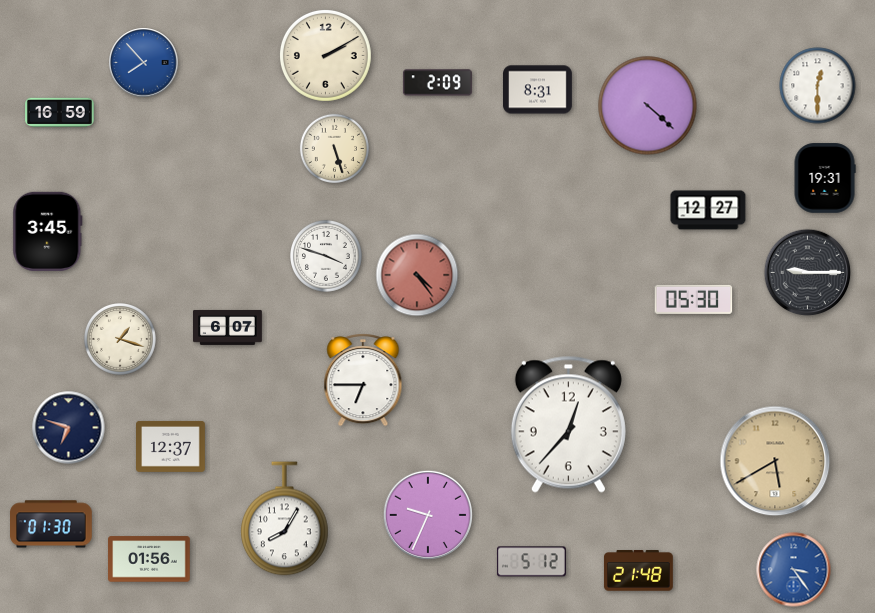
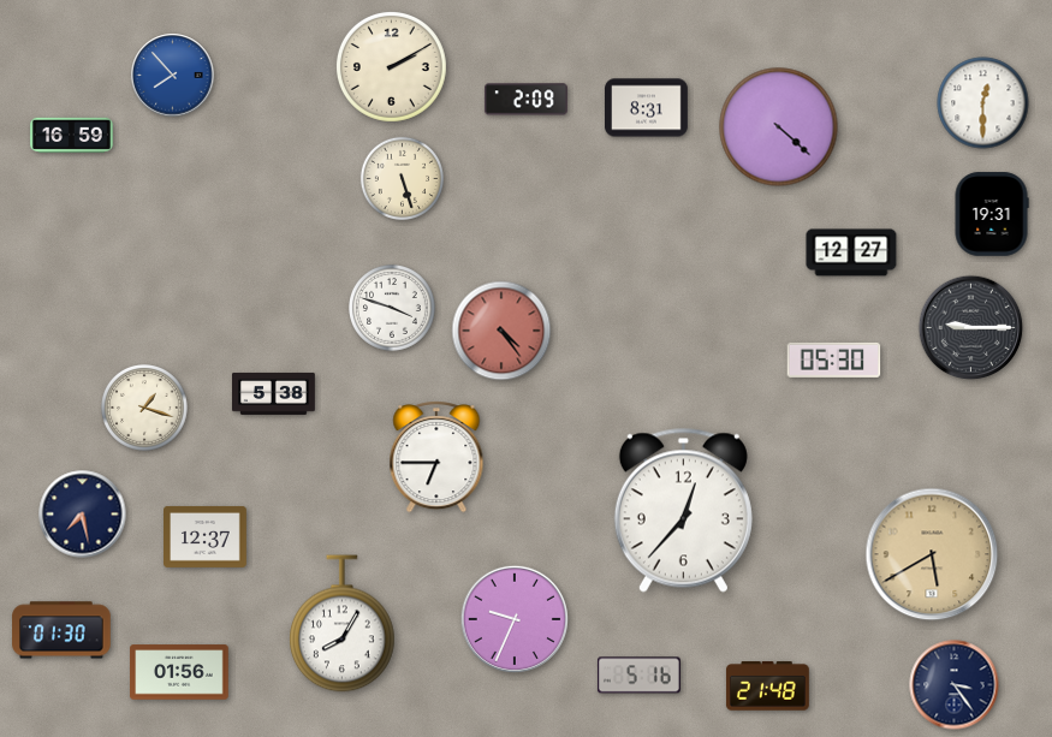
clock at (48, 231): 3:45 -> none
clock at (228, 327): 6:07 -> 5:38
clock at (69, 428): 6:48 -> 7:28
clock at (531, 562): 5:12 -> 5:16
clock at (794, 570) dial: blue -> navy
